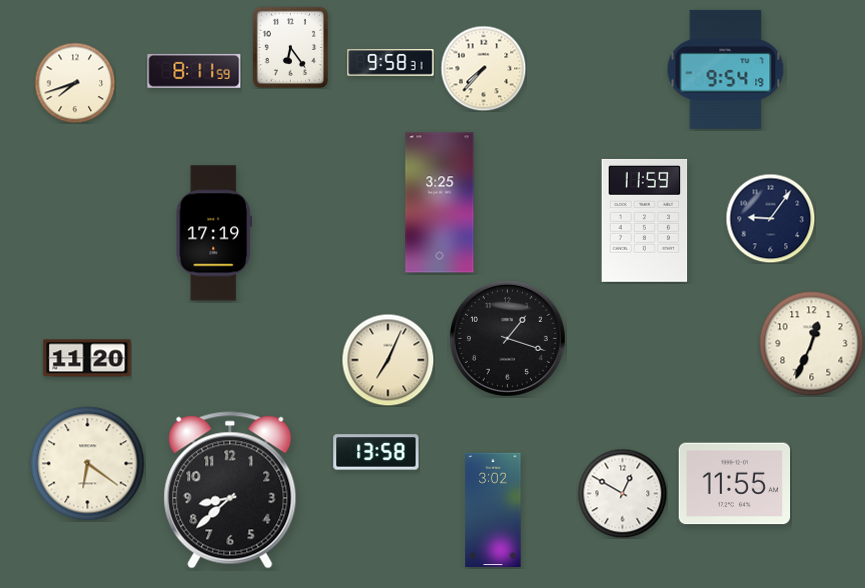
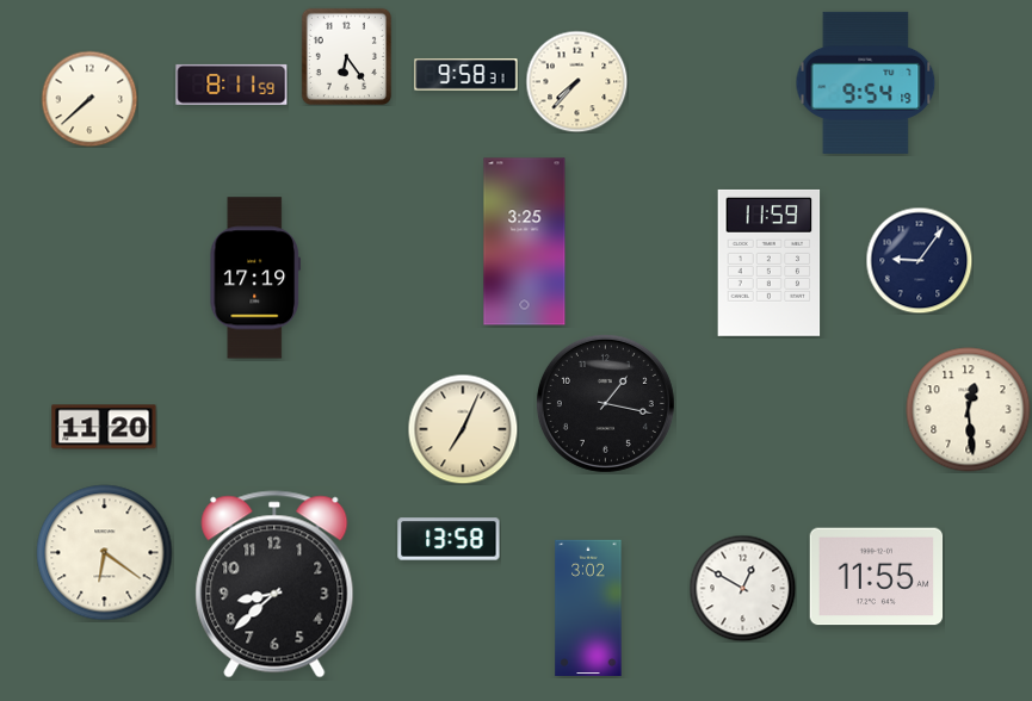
clock at (75, 83): 7:42 -> 7:38
clock at (507, 338): 1:18 -> 1:17
clock at (812, 344): 12:34 -> 12:29
